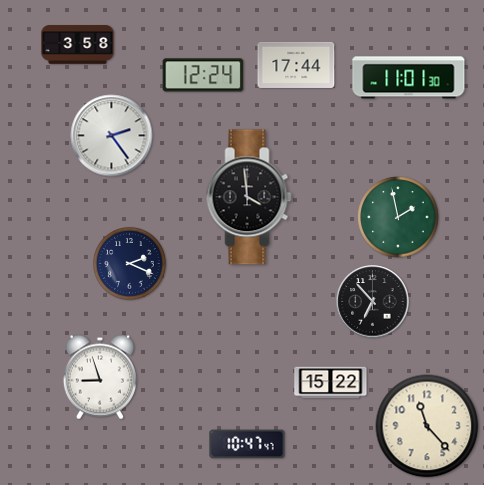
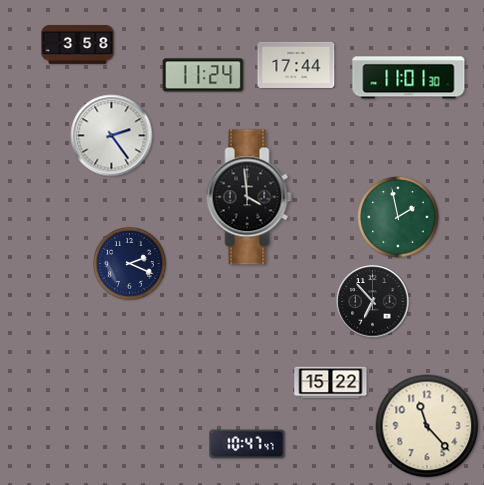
clock at (203, 75): 12:24 -> 11:24
clock at (100, 377): 8:57 -> none
